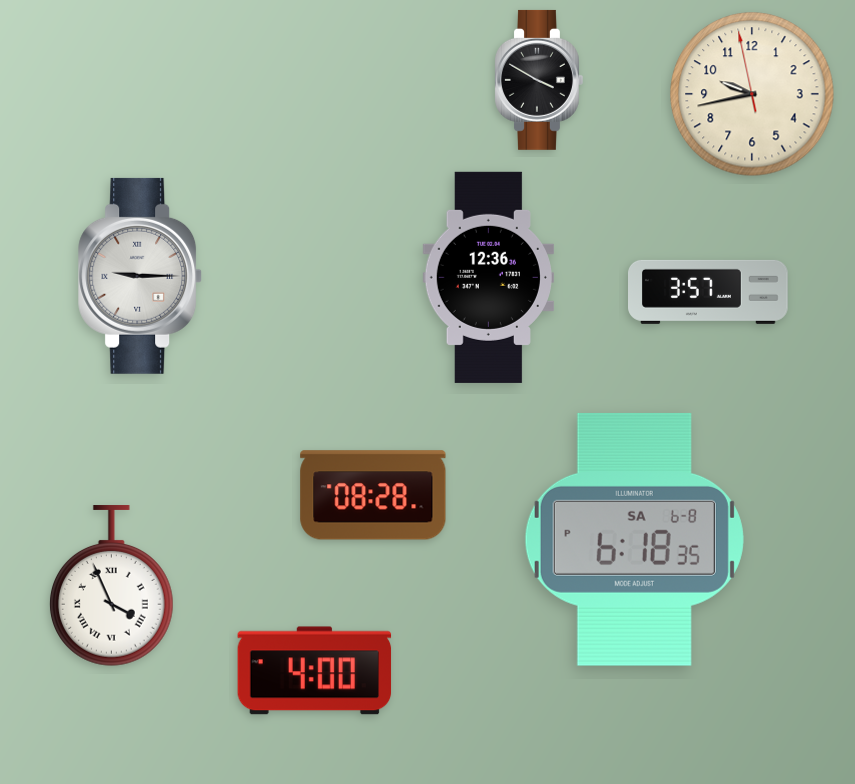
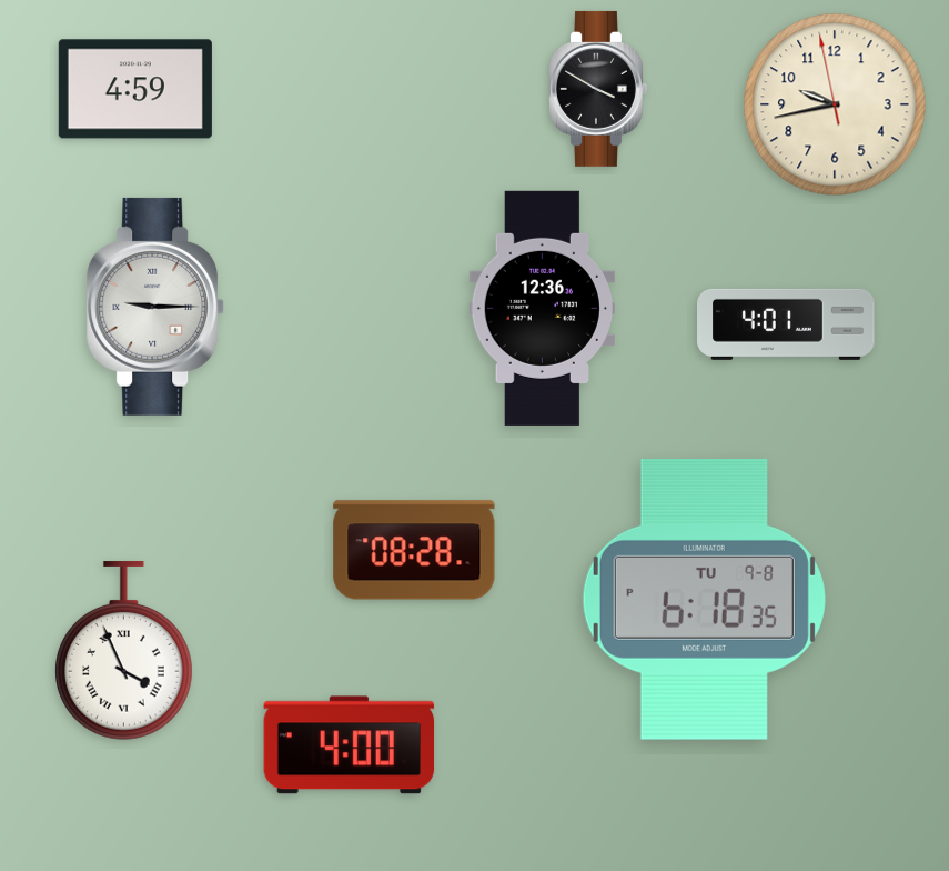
clock at (135, 89): none -> 4:59
clock at (709, 292): 3:57 -> 4:01
clock at (634, 539) date: SA 6-8 -> TU 9-8
